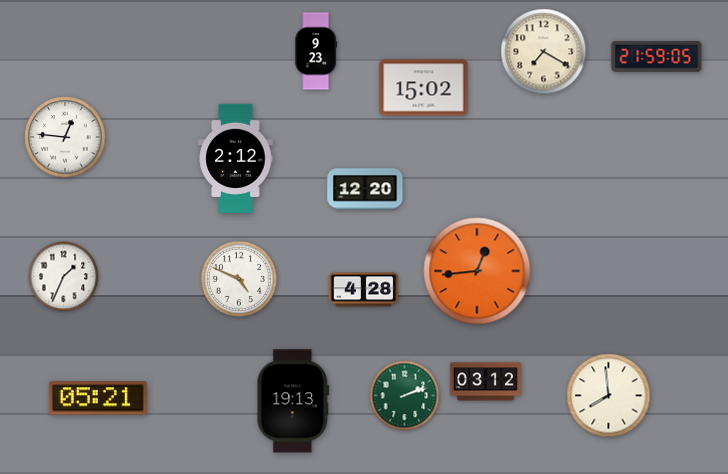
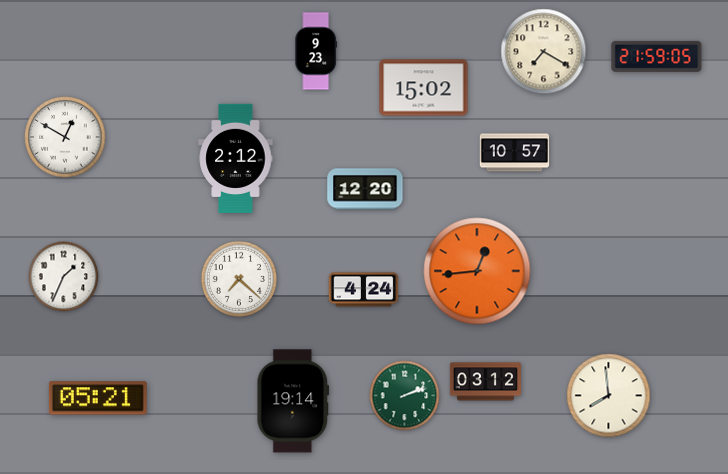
clock at (65, 137): 12:46 -> 12:50
clock at (515, 153): none -> 10:57
clock at (239, 279): 4:49 -> 7:22
clock at (364, 290): 4:28 -> 4:24
clock at (293, 401): 19:13 -> 19:14
